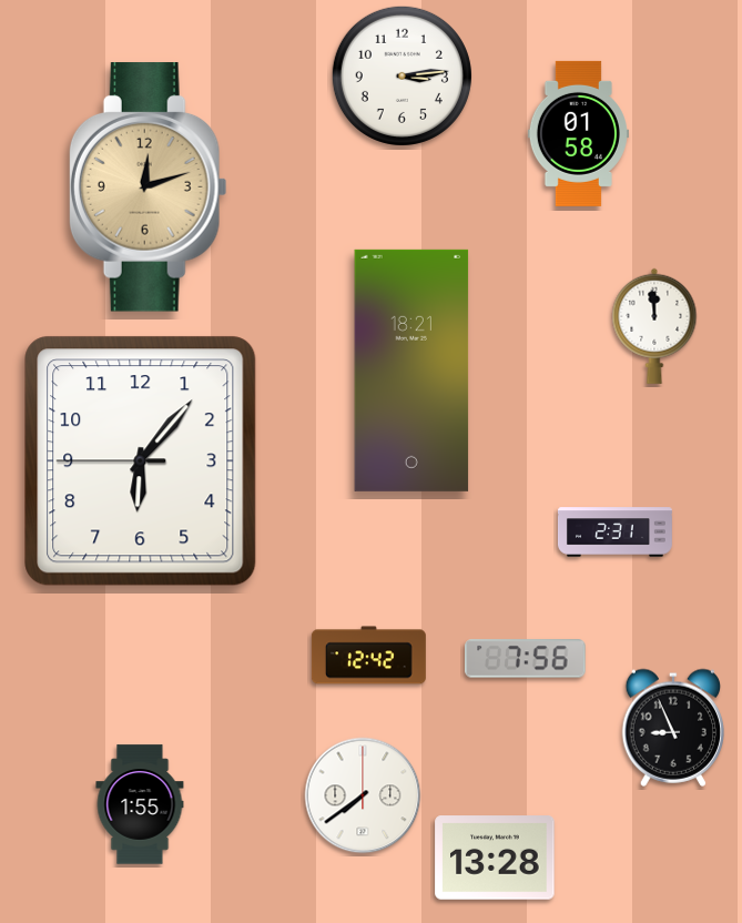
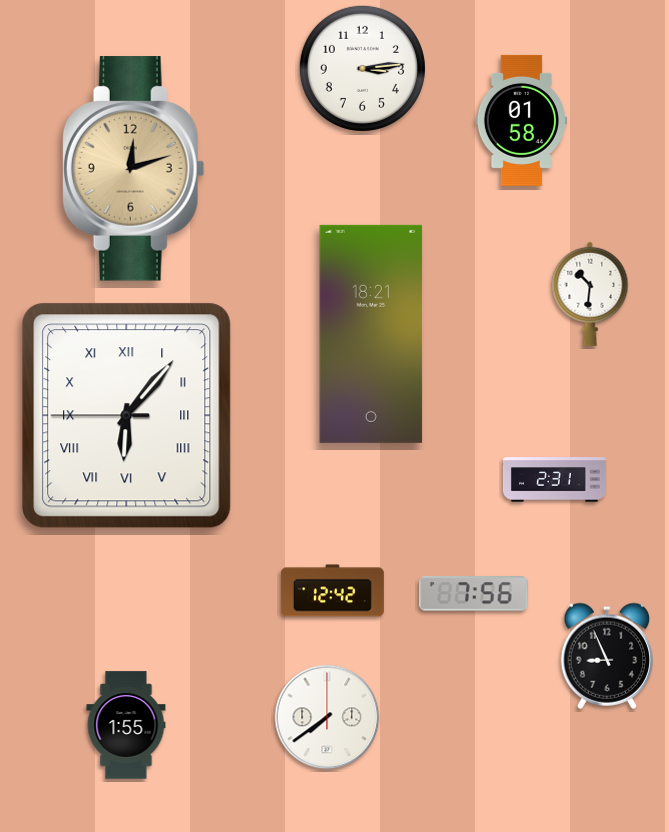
clock at (654, 326): 11:59 -> 10:31
clock at (141, 461) numerals: Arabic -> Roman
clock at (495, 858): 13:28 -> none
